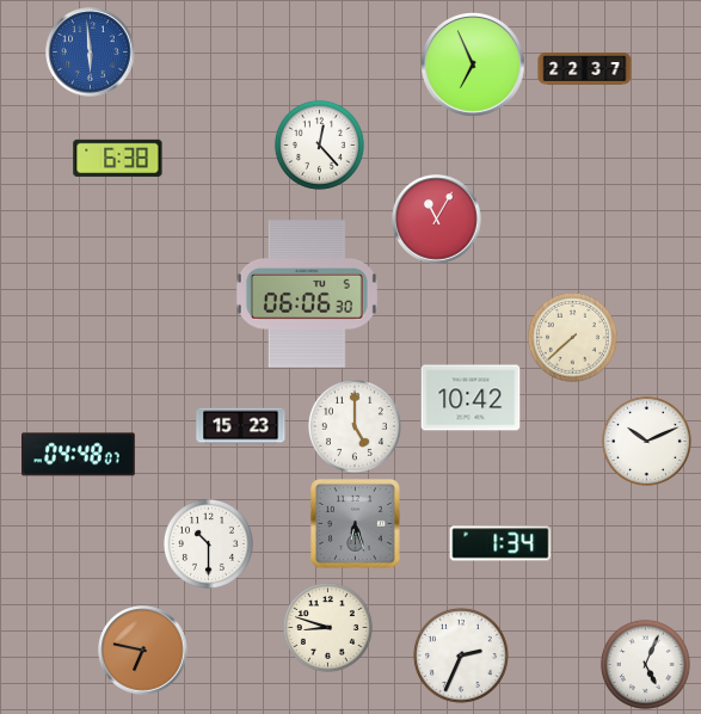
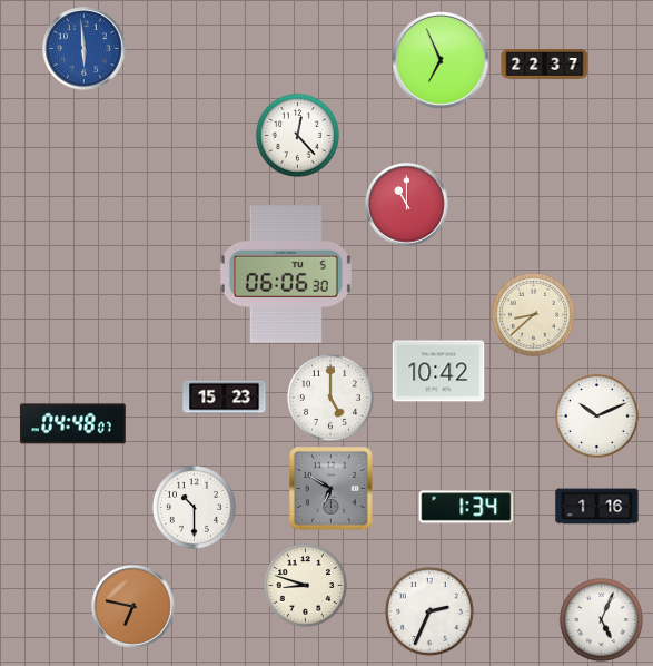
clock at (118, 158): 6:38 -> none
clock at (437, 220): 11:05 -> 11:00
clock at (572, 337): 7:38 -> 8:38
clock at (646, 441) position: (646, 441) -> (596, 415)
clock at (356, 524): 6:27 -> 6:50
clock at (597, 507): none -> 1:16
